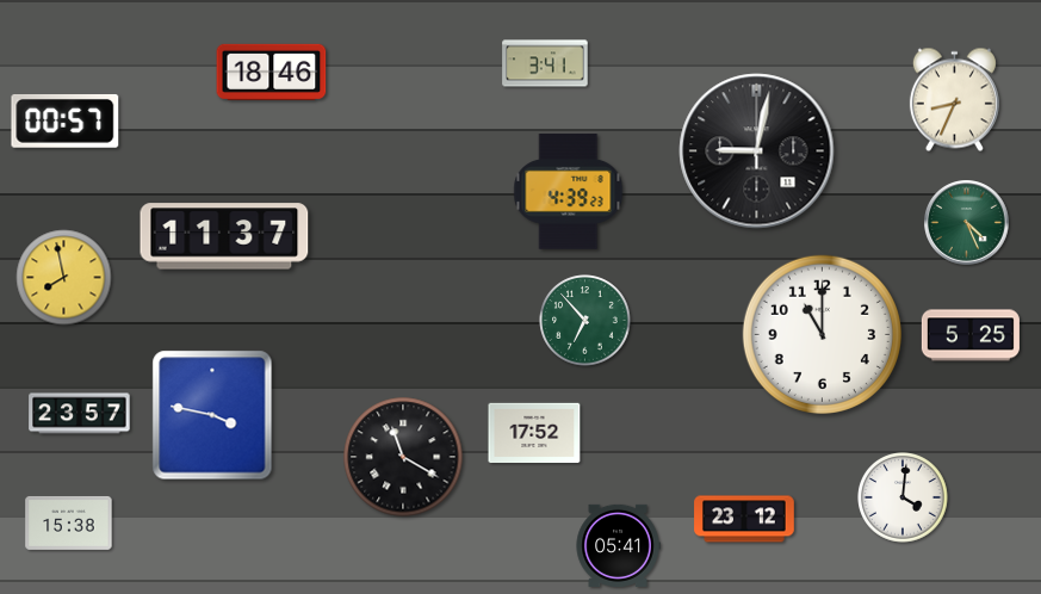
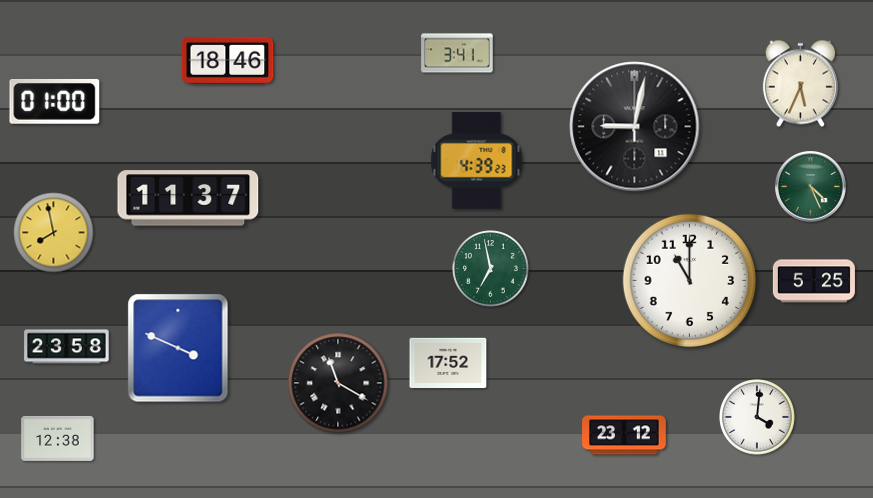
clock at (954, 100): 8:34 -> 5:34
clock at (66, 120): 00:57 -> 01:00
clock at (585, 321): 6:53 -> 6:58
clock at (80, 414): 23:57 -> 23:58
clock at (212, 415): 3:47 -> 3:49
clock at (69, 522): 15:38 -> 12:38
clock at (618, 545): 05:41 -> none
